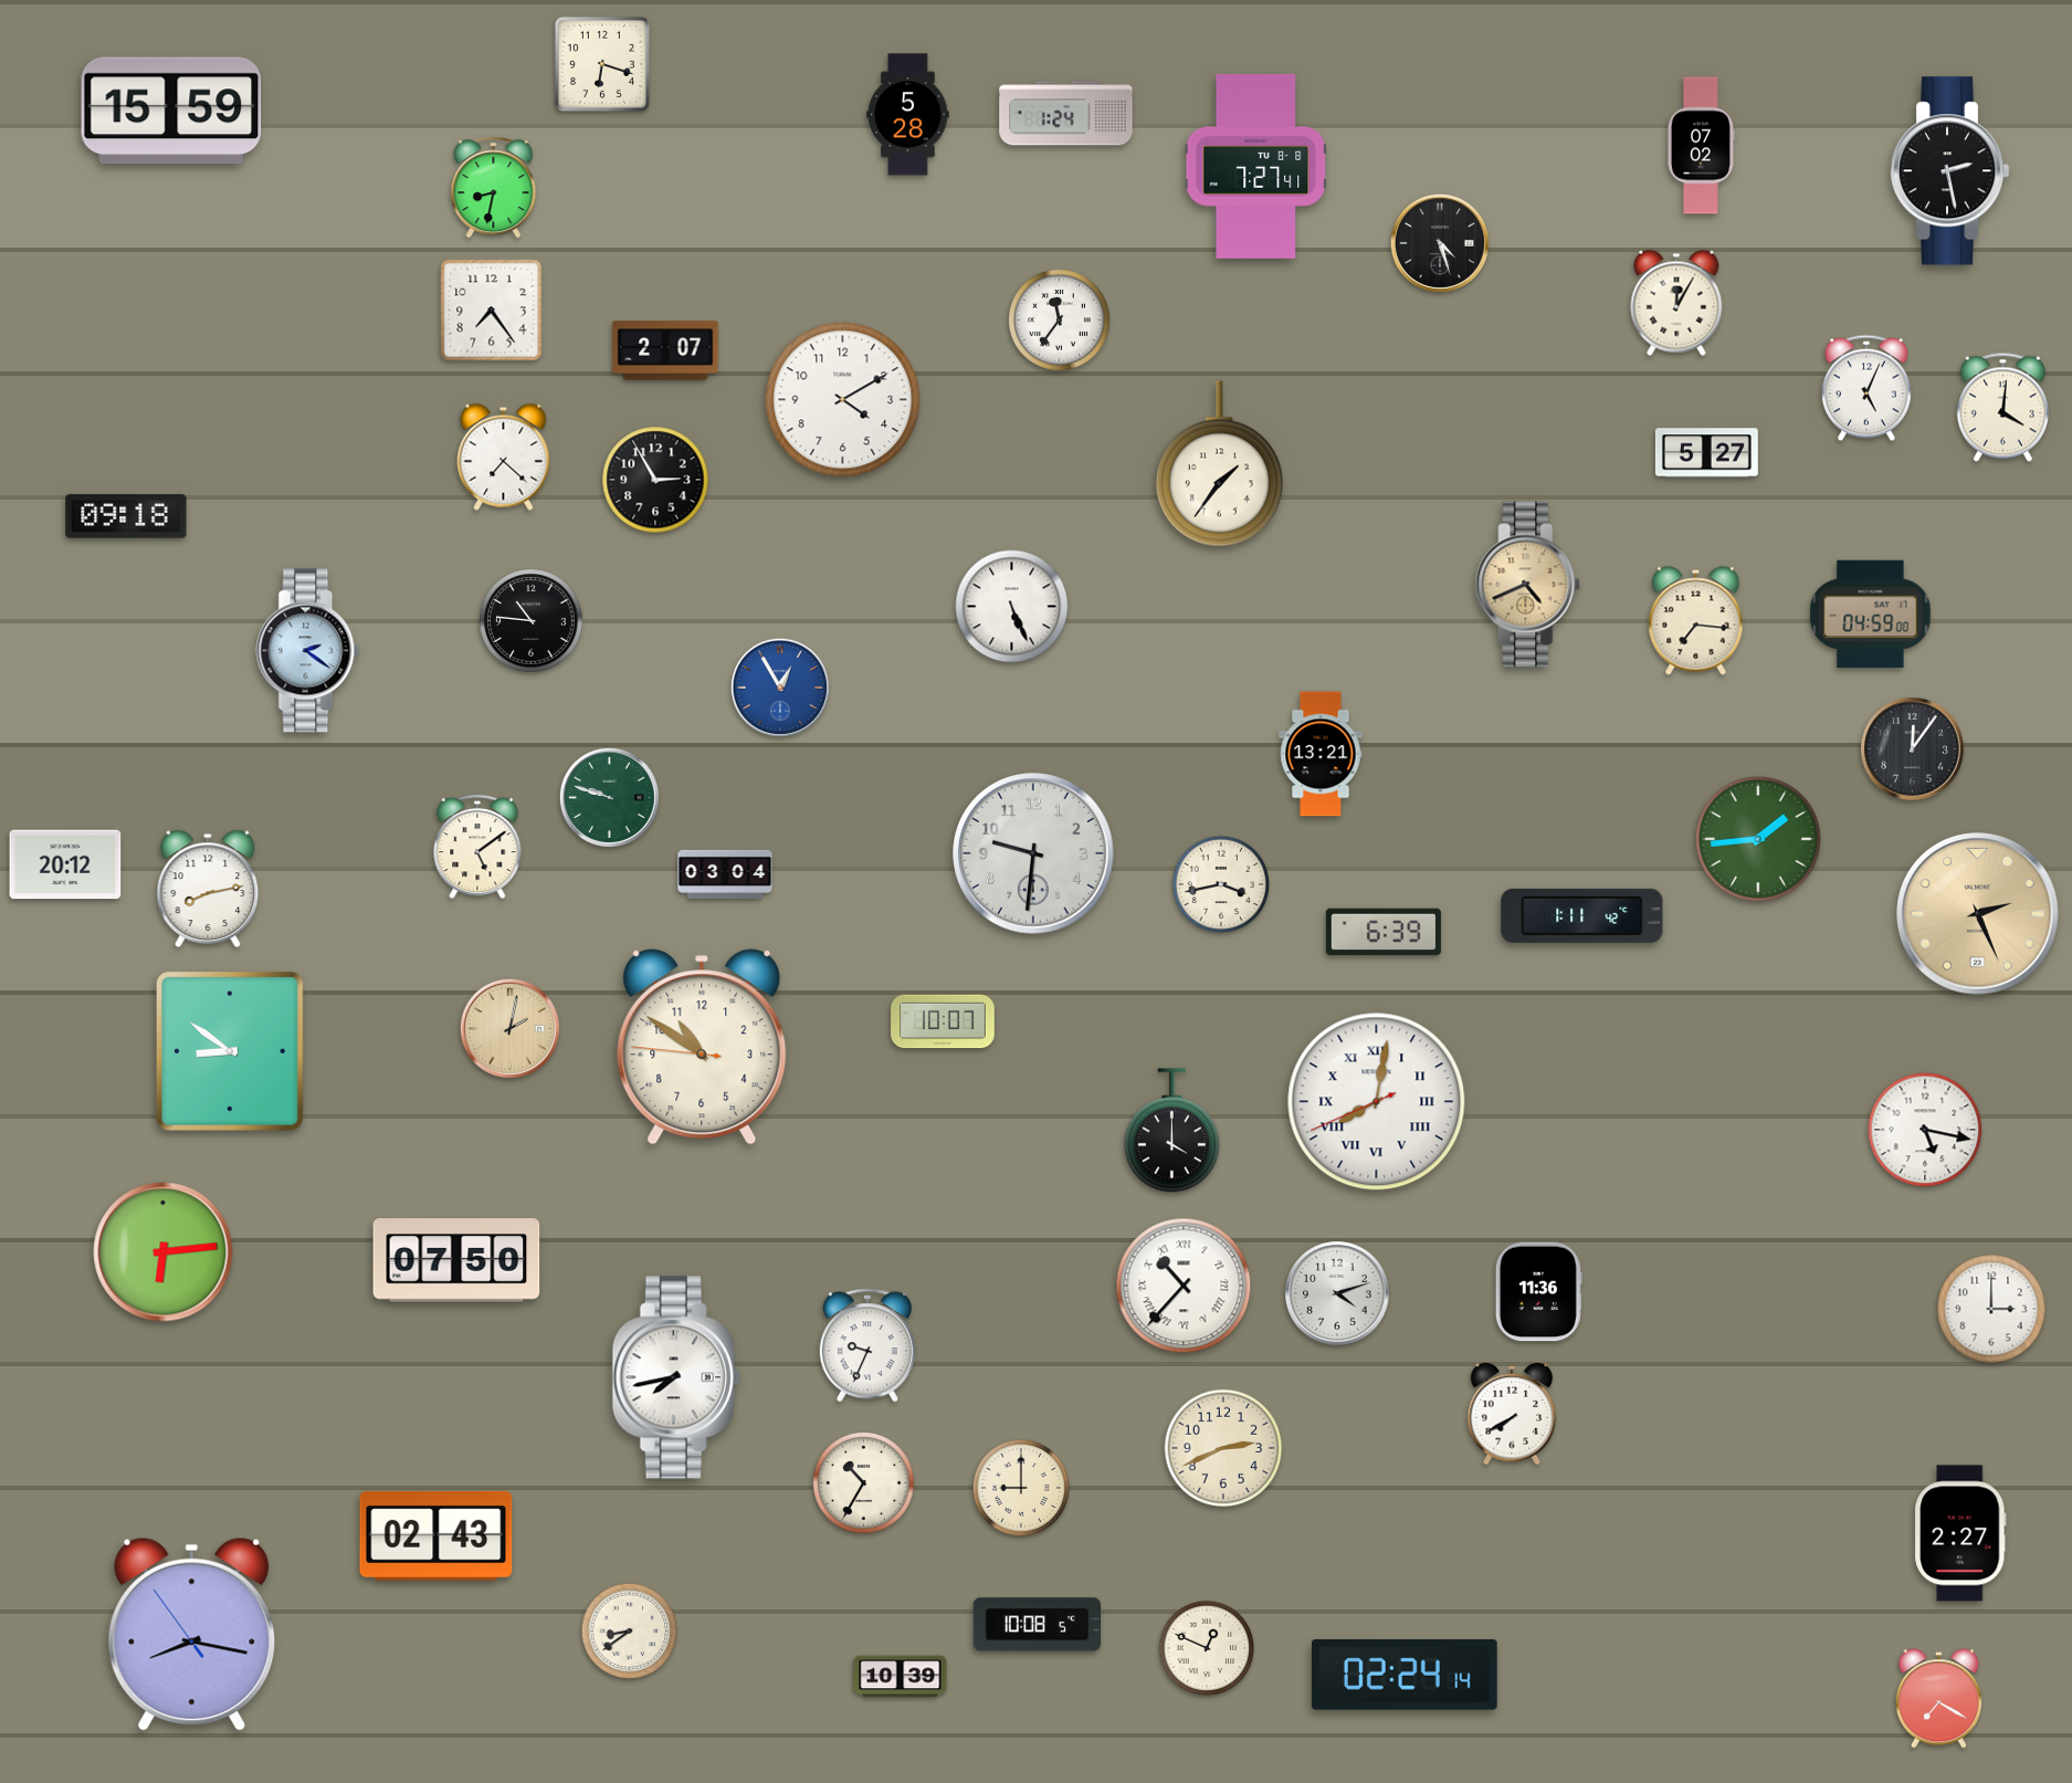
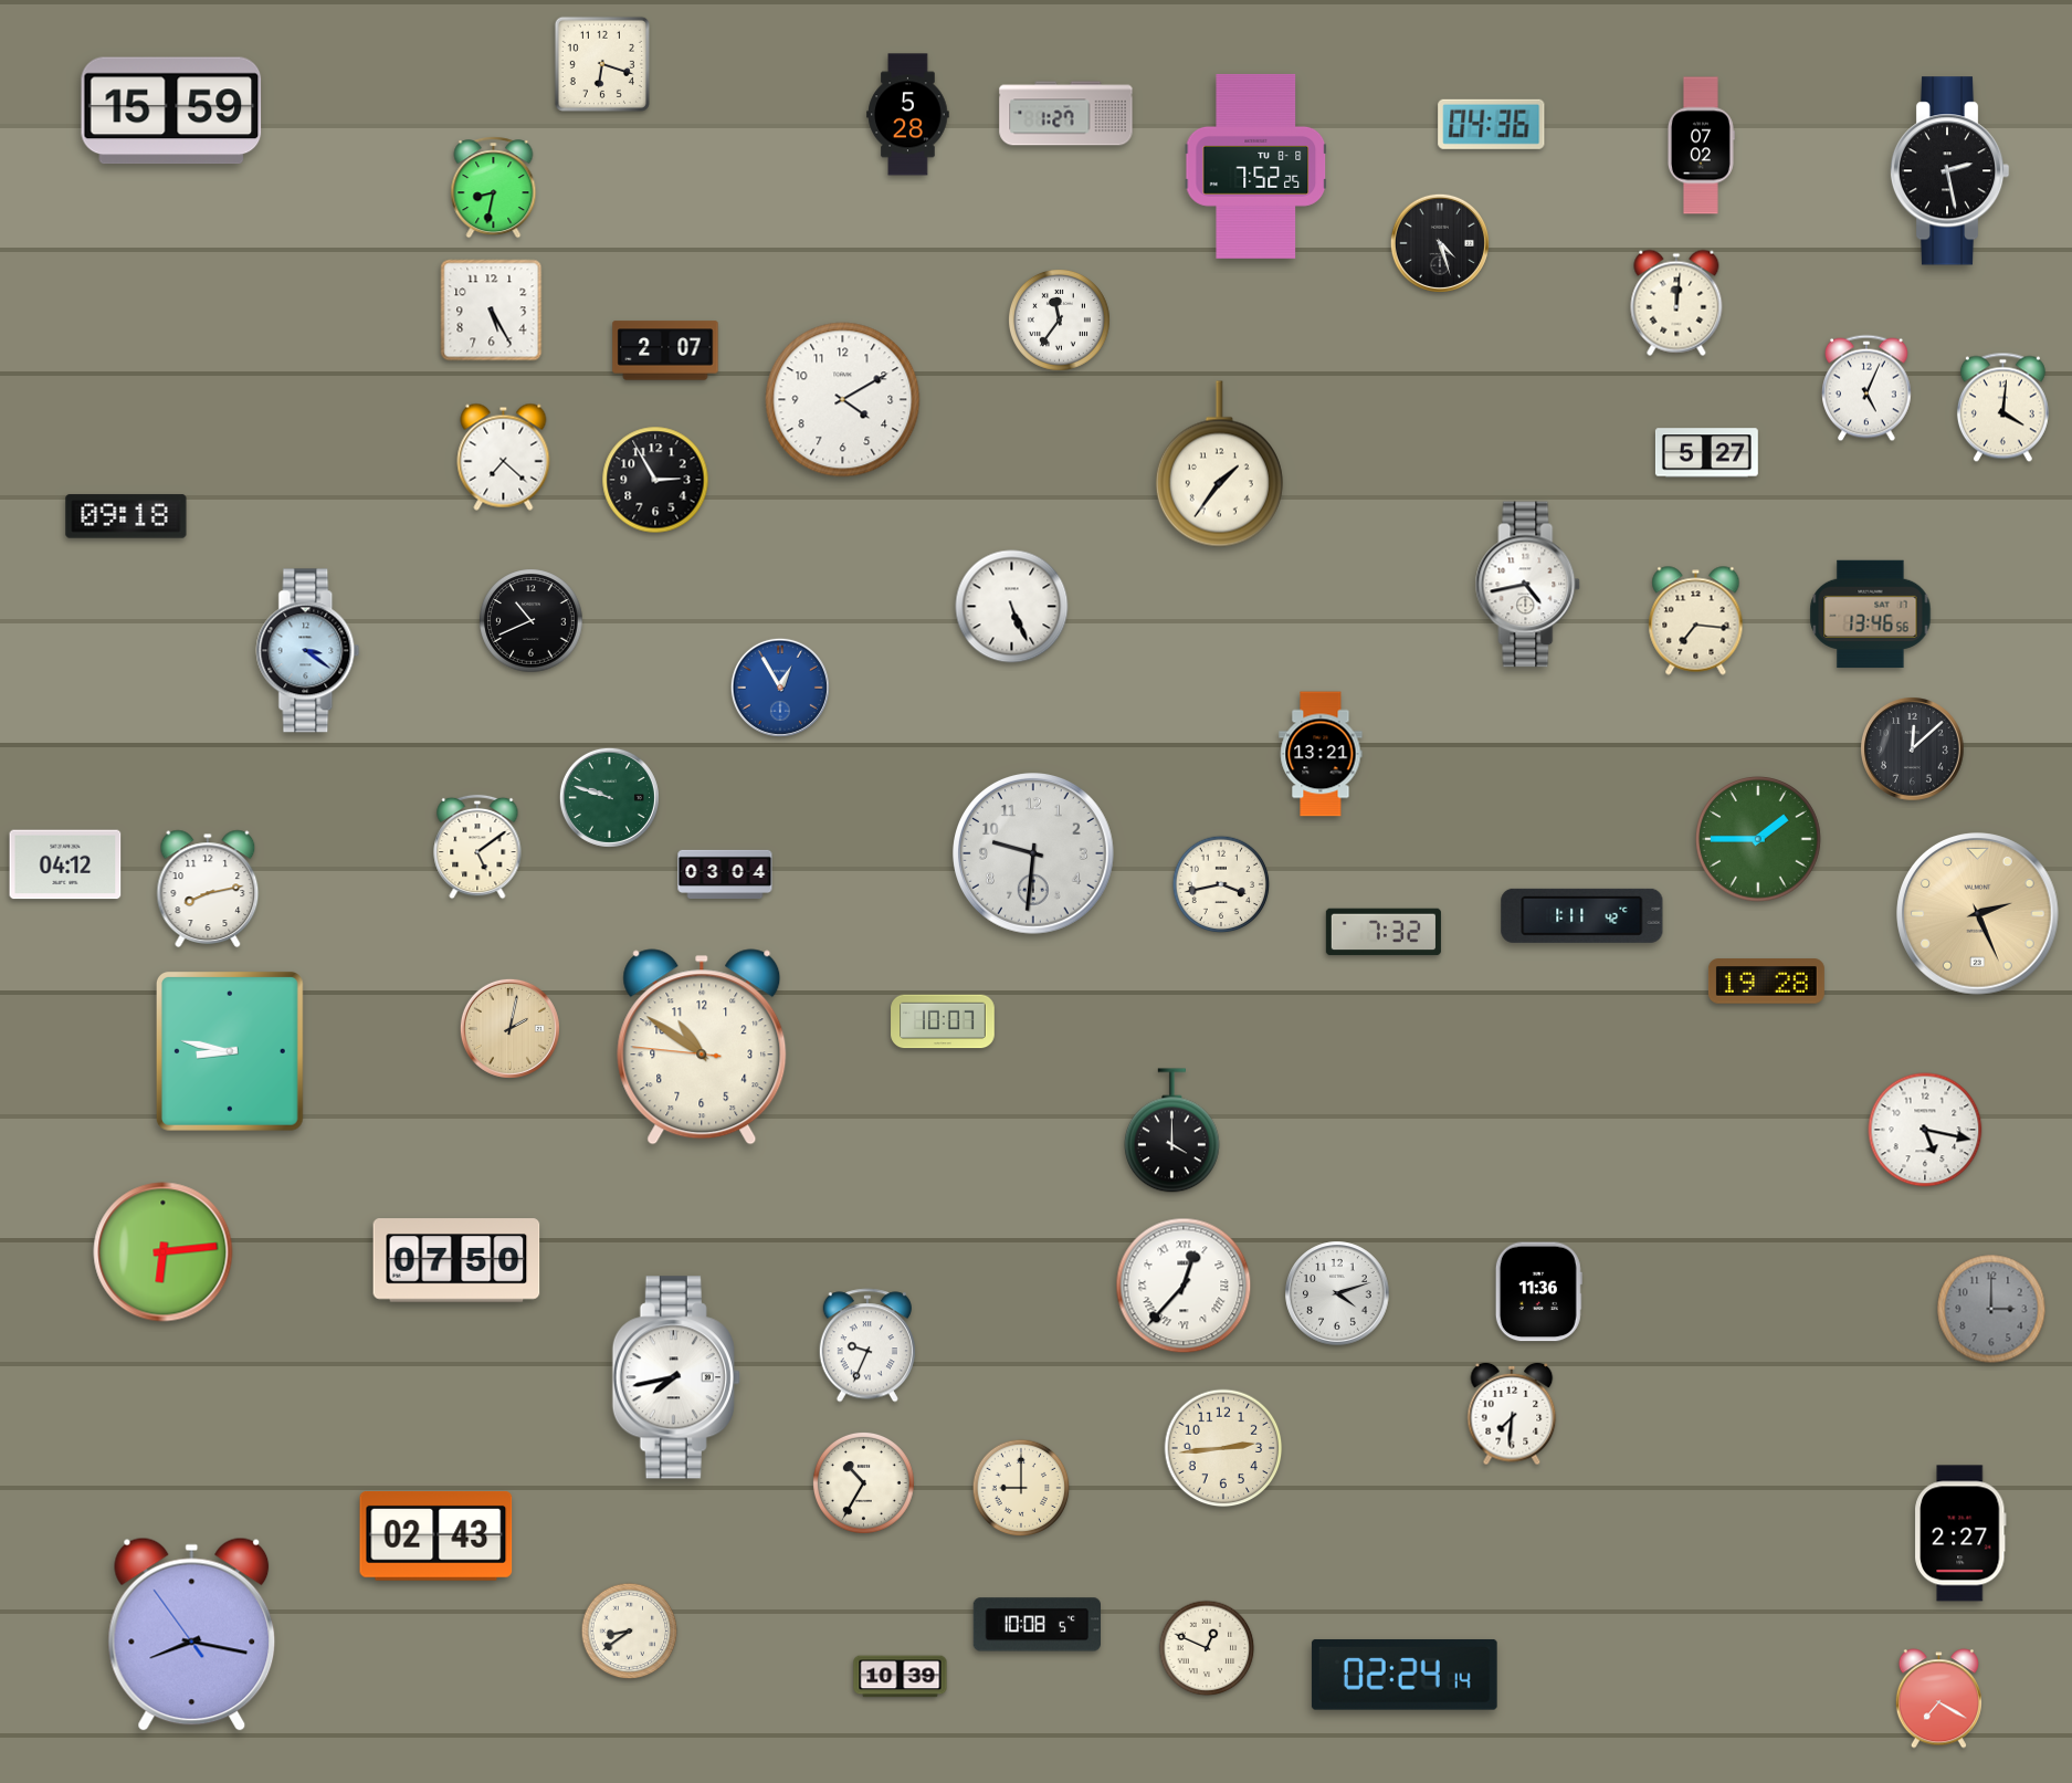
clock at (1066, 114): 1:24 -> 1:27
clock at (1492, 124): none -> 04:36
clock at (1256, 166): 7:27 -> 7:52
clock at (1676, 303): 12:05 -> 12:01
clock at (492, 311): 7:24 -> 5:25
clock at (1528, 585): 4:41 -> 4:43
clock at (1528, 585) dial: champagne -> white
clock at (1871, 615): 04:59 -> 13:46
clock at (532, 621): 10:46 -> 10:41
clock at (308, 651): 2:21 -> 3:21
clock at (1913, 749): 12:06 -> 12:08
clock at (1758, 839): 1:44 -> 1:45
clock at (65, 864): 20:12 -> 04:12
clock at (1384, 932): 6:39 -> 7:32
clock at (1766, 982): none -> 19:28
clock at (230, 1051): 8:51 -> 8:47
clock at (1377, 1102): 8:01 -> none
clock at (1184, 1286): 10:37 -> 12:37
clock at (1991, 1309) dial: white -> grey
clock at (1512, 1414): 7:40 -> 7:31
clock at (1223, 1448): 2:41 -> 2:44
